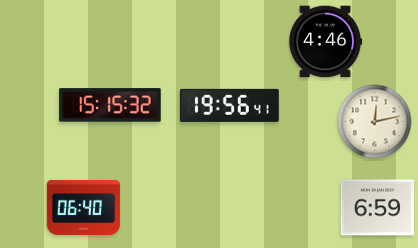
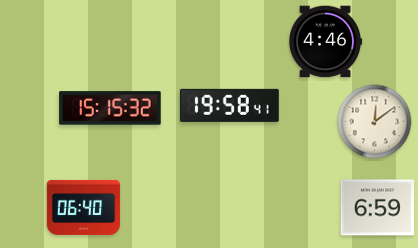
clock at (110, 105) position: (110, 105) -> (110, 108)
clock at (229, 105): 19:56 -> 19:58
clock at (375, 122): 12:13 -> 12:09
